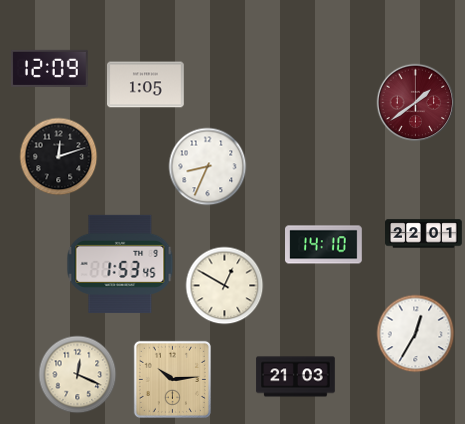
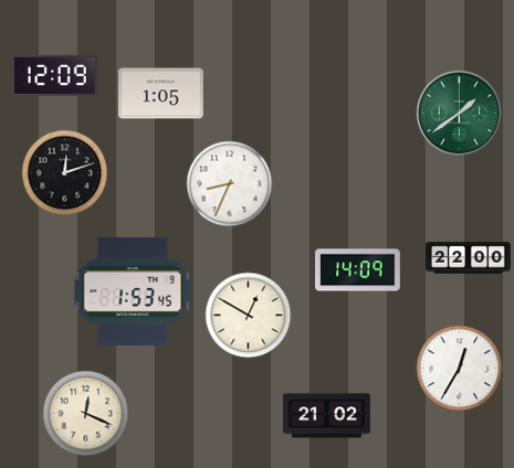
clock at (415, 102) dial: burgundy -> green
clock at (424, 234): 22:01 -> 22:00
clock at (324, 245): 14:10 -> 14:09
clock at (296, 377): 21:03 -> 21:02
clock at (172, 379): 10:14 -> none
